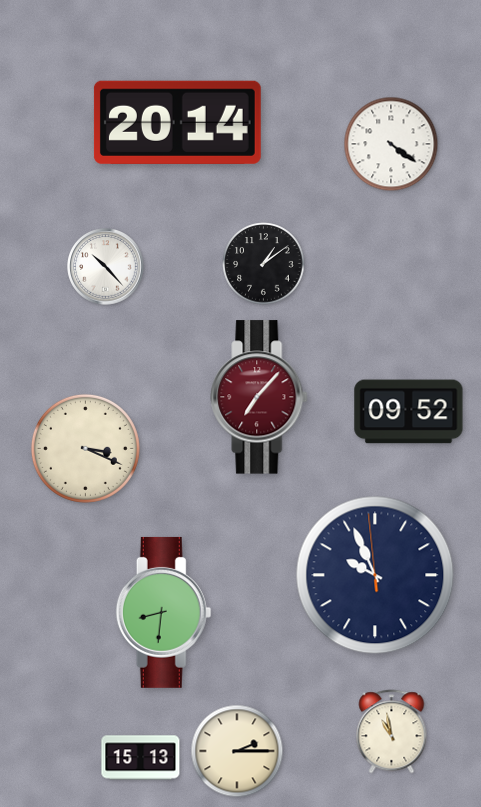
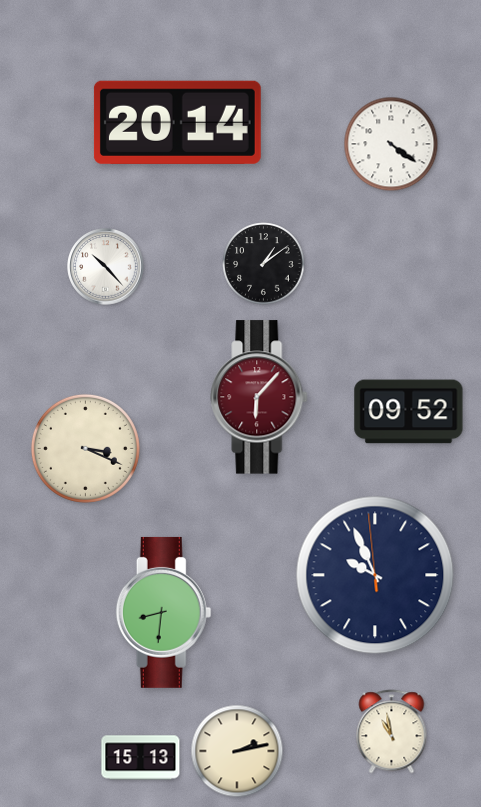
clock at (259, 397): 7:07 -> 6:07
clock at (237, 751): 2:15 -> 2:13
